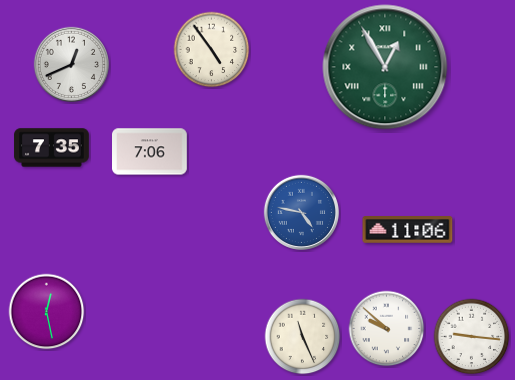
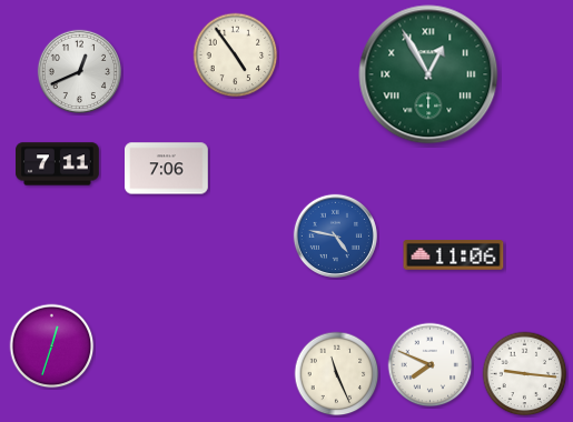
clock at (52, 148): 7:35 -> 7:11
clock at (47, 312): 12:28 -> 12:33
clock at (387, 329): 9:52 -> 7:49
